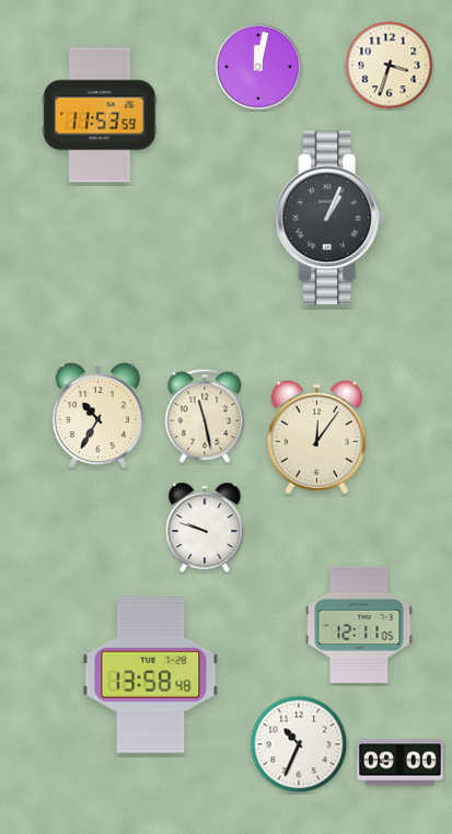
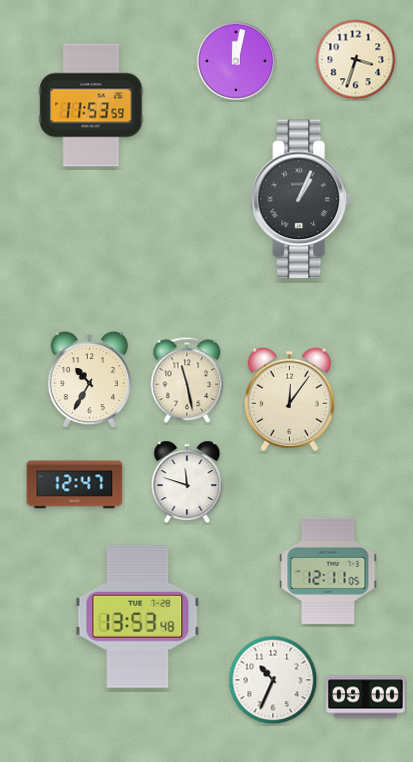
clock at (205, 528): 9:48 -> 11:48
clock at (75, 485): none -> 12:47
clock at (151, 675): 13:58 -> 13:53
